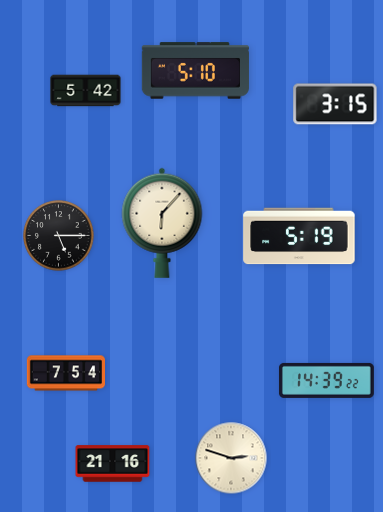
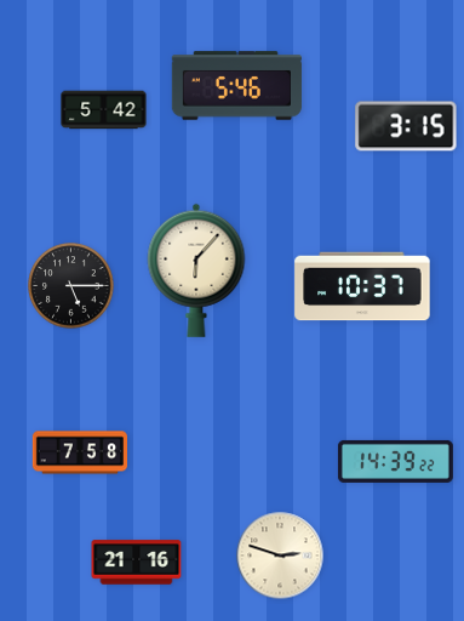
clock at (195, 71): 5:10 -> 5:46
clock at (299, 236): 5:19 -> 10:37
clock at (65, 373): 7:54 -> 7:58
